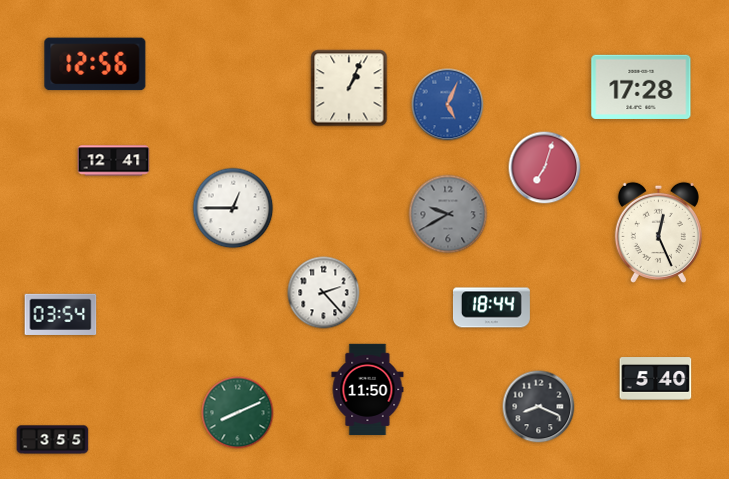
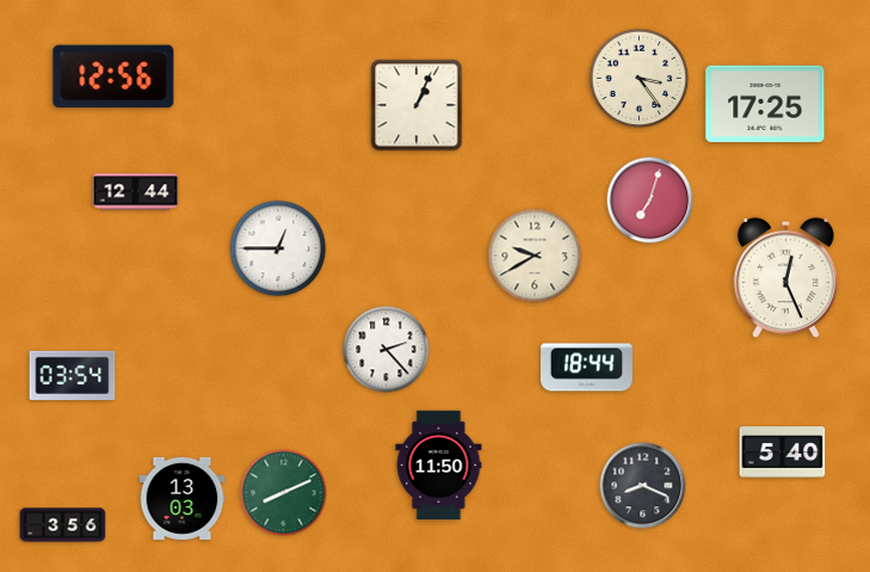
clock at (640, 79): none -> 3:24
clock at (641, 87): 17:28 -> 17:25
clock at (448, 105): 5:04 -> none
clock at (114, 161): 12:41 -> 12:44
clock at (448, 214) dial: grey -> cream
clock at (183, 498): none -> 13:03
clock at (53, 440): 3:55 -> 3:56
